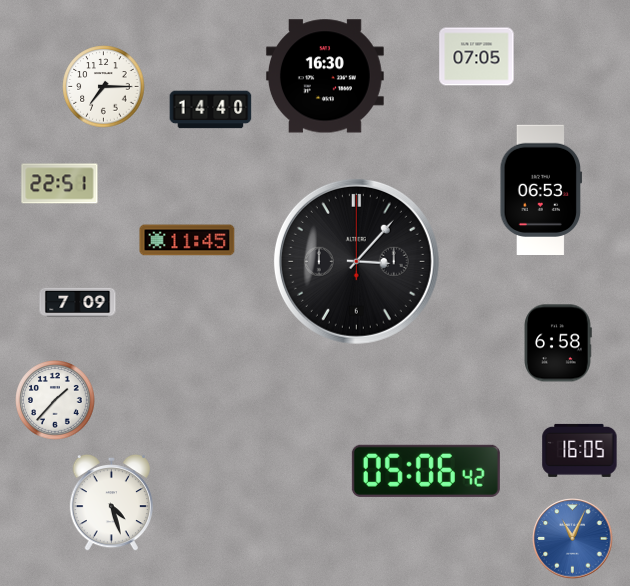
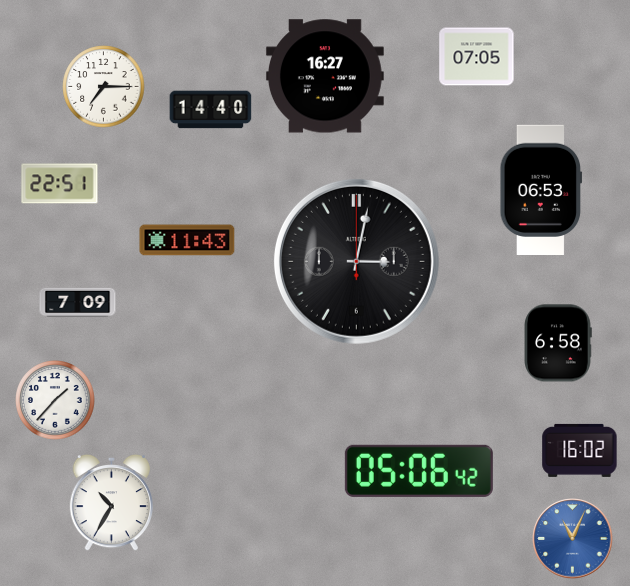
clock at (325, 76): 16:30 -> 16:27
clock at (187, 240): 11:45 -> 11:43
clock at (356, 261): 3:07 -> 3:02
clock at (580, 450): 16:05 -> 16:02
clock at (426, 471) position: (426, 471) -> (419, 471)
clock at (111, 503): 4:27 -> 10:35
